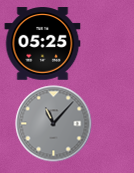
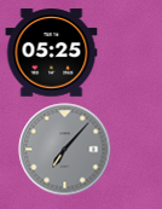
clock at (54, 124): 11:07 -> 7:07
